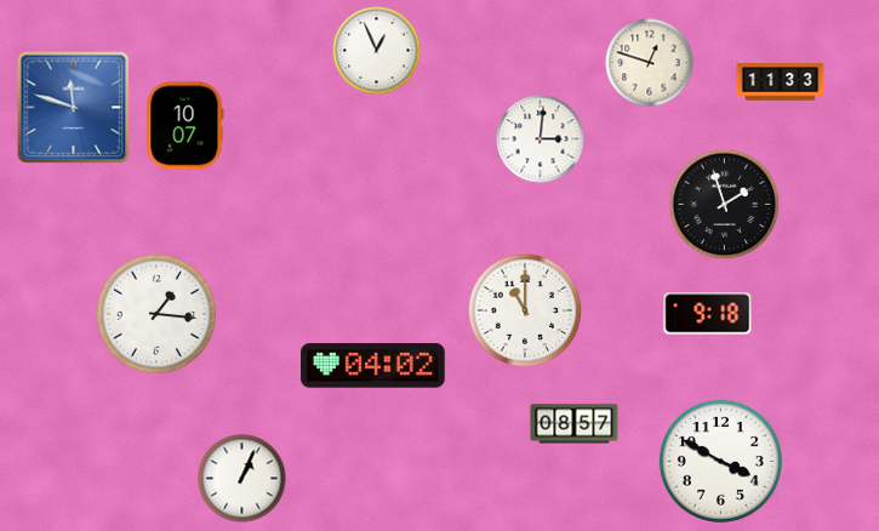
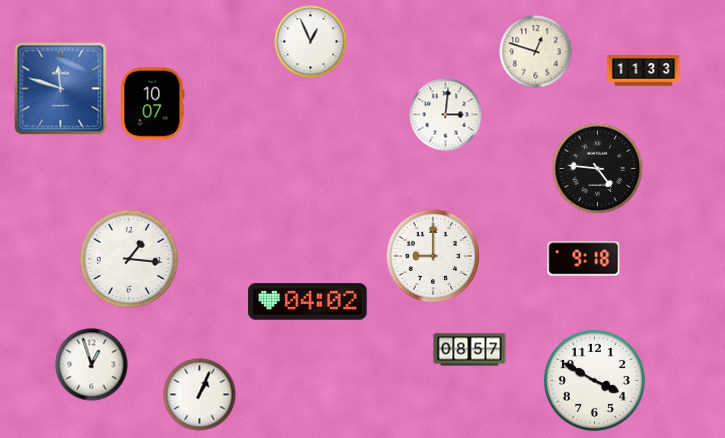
clock at (781, 82) position: (781, 82) -> (644, 71)
clock at (725, 205): 1:57 -> 4:46
clock at (525, 310): 11:00 -> 9:00
clock at (575, 424) position: (575, 424) -> (470, 350)
clock at (92, 365): none -> 12:57
